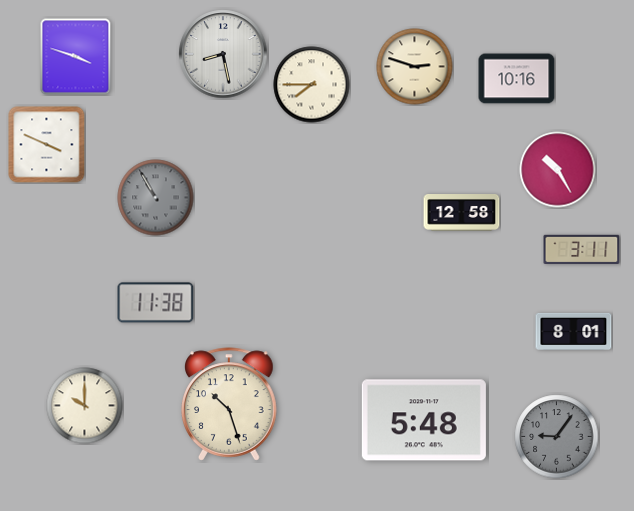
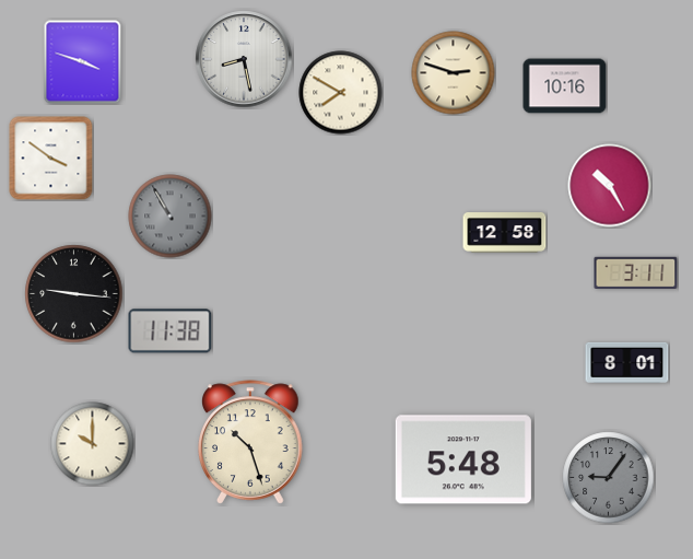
clock at (312, 85): 7:45 -> 7:50
clock at (47, 145): 3:49 -> 3:51
clock at (74, 294): none -> 9:16
